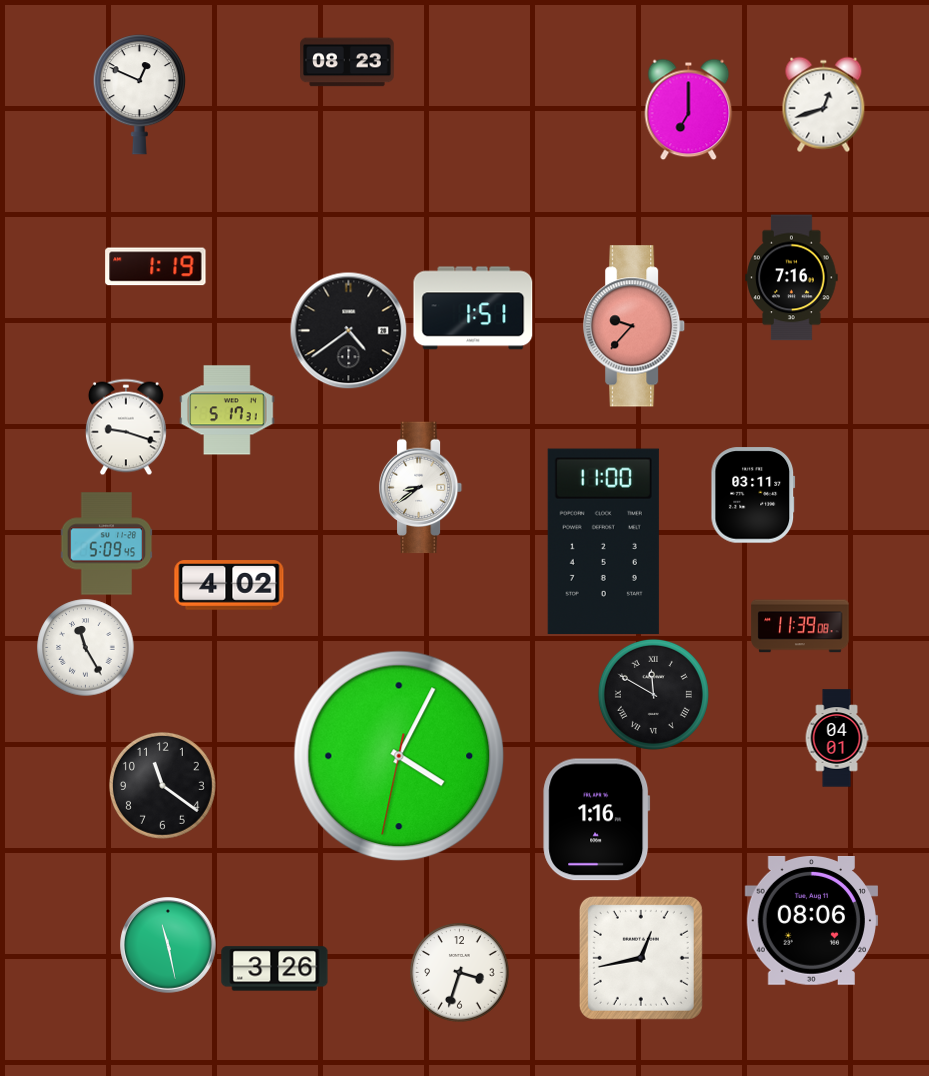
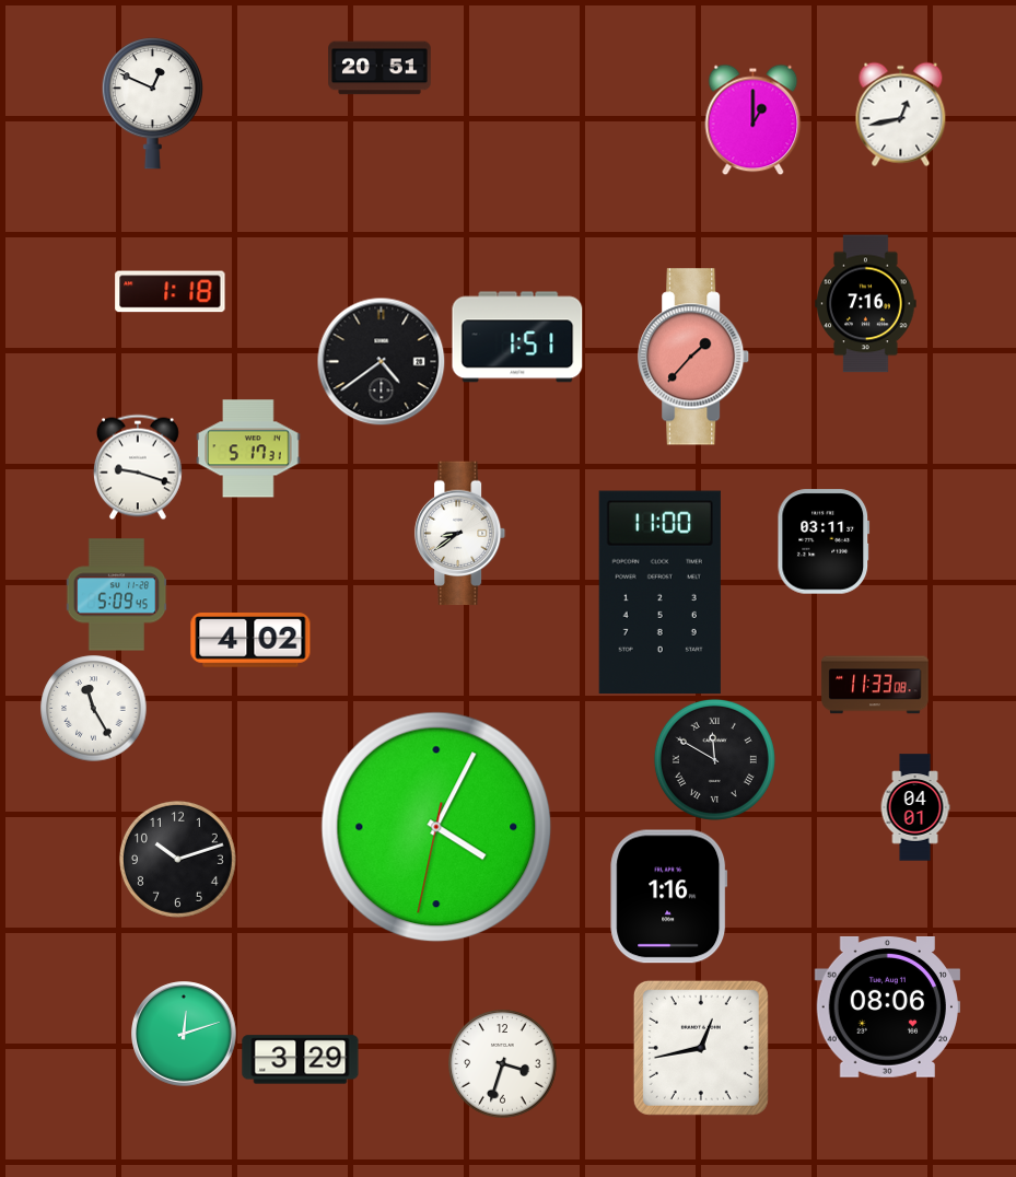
clock at (347, 62): 08:23 -> 20:51
clock at (824, 104): 12:42 -> 12:43
clock at (689, 109): 7:00 -> 1:00
clock at (156, 267): 1:19 -> 1:18
clock at (635, 326): 9:37 -> 1:37
clock at (800, 626): 11:39 -> 11:33
clock at (162, 785): 11:21 -> 10:12
clock at (597, 820) position: (597, 820) -> (669, 897)
clock at (168, 945): 11:28 -> 12:12
clock at (275, 969): 3:26 -> 3:29
